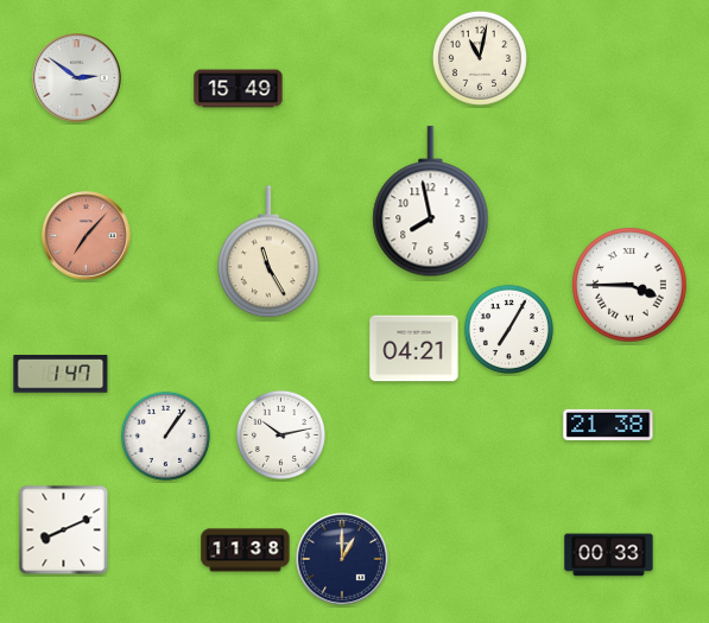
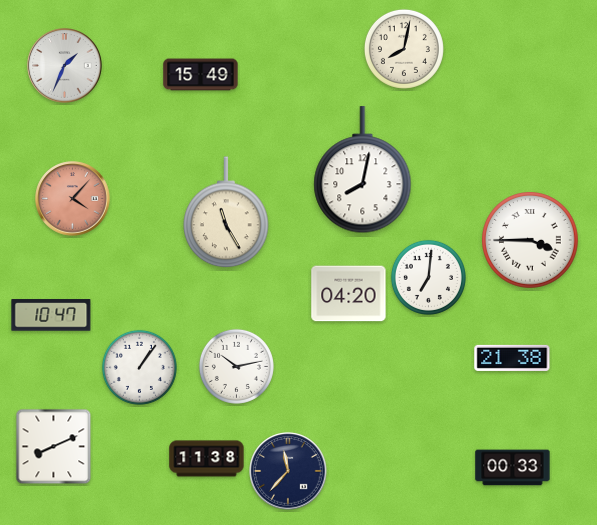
clock at (480, 58): 11:02 -> 8:02
clock at (77, 78): 2:51 -> 1:34
clock at (431, 202): 7:58 -> 8:02
clock at (87, 236): 7:07 -> 4:07
clock at (508, 329): 7:05 -> 7:01
clock at (414, 349): 04:21 -> 04:20
clock at (61, 374): 1:47 -> 10:47
clock at (246, 551) position: (246, 551) -> (207, 459)
clock at (342, 559): 1:00 -> 11:37
